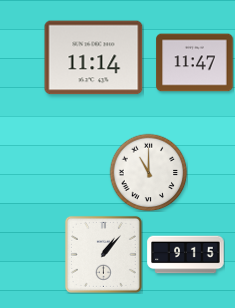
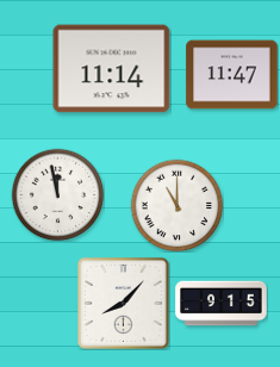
clock at (57, 194): none -> 11:58
clock at (103, 254): 1:07 -> 8:07
